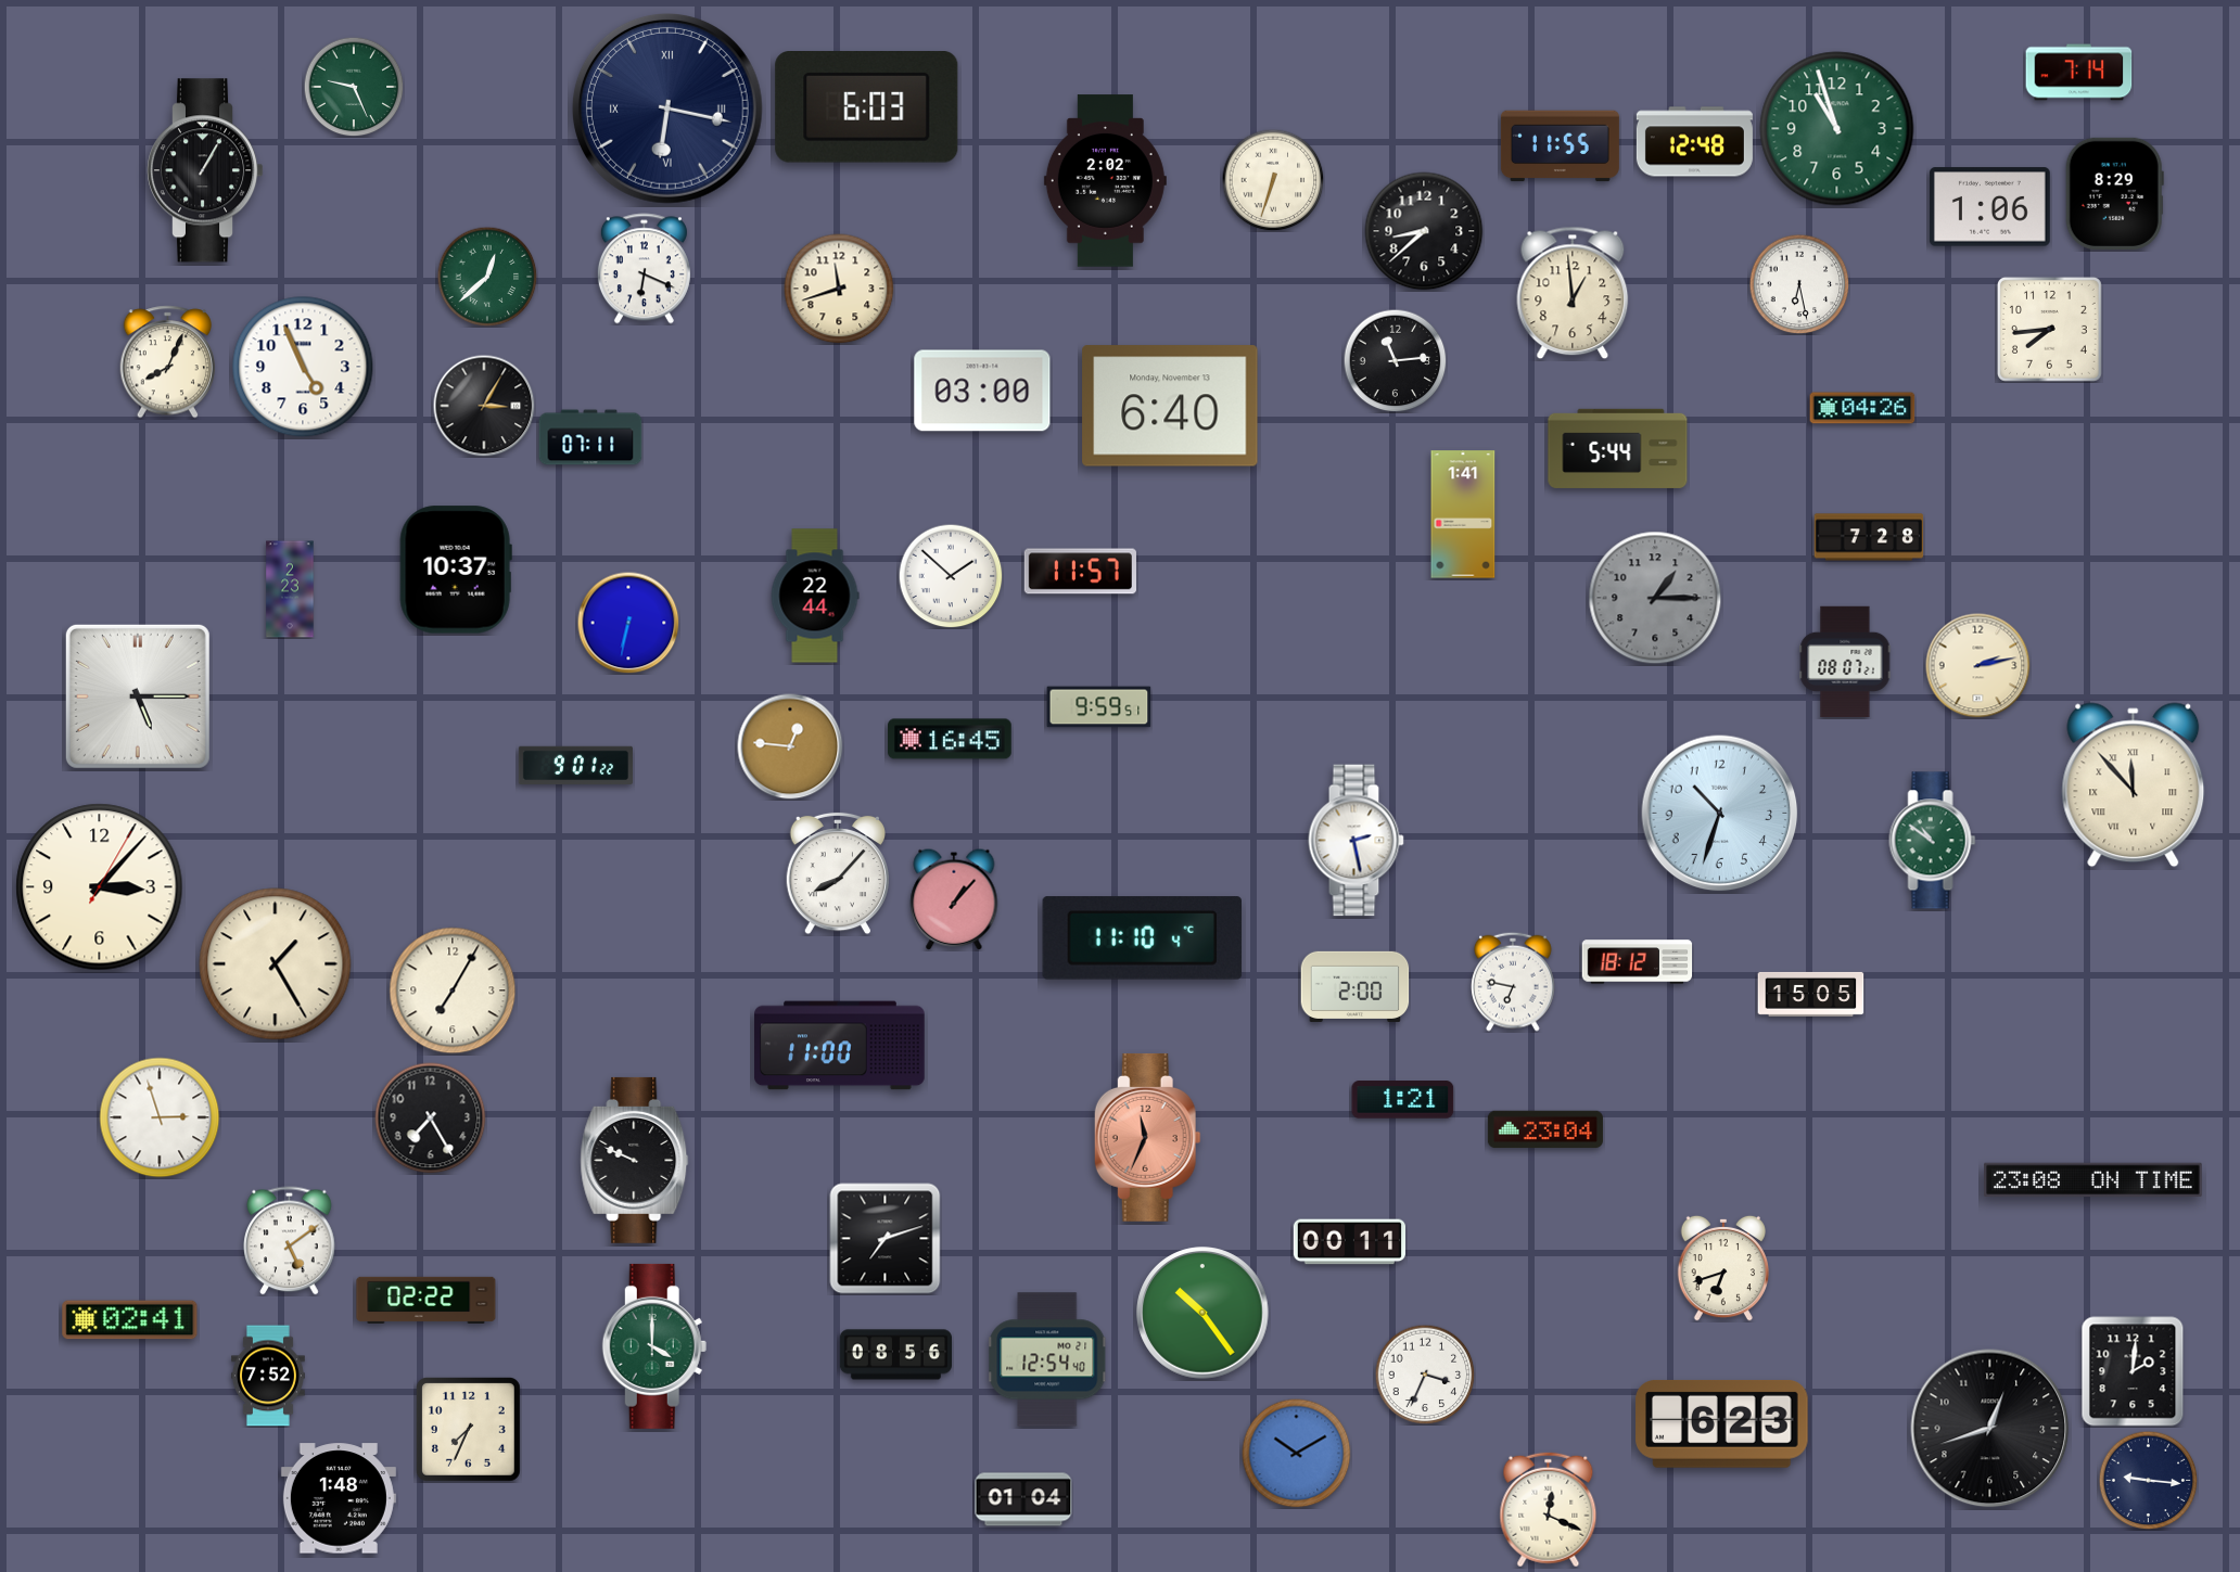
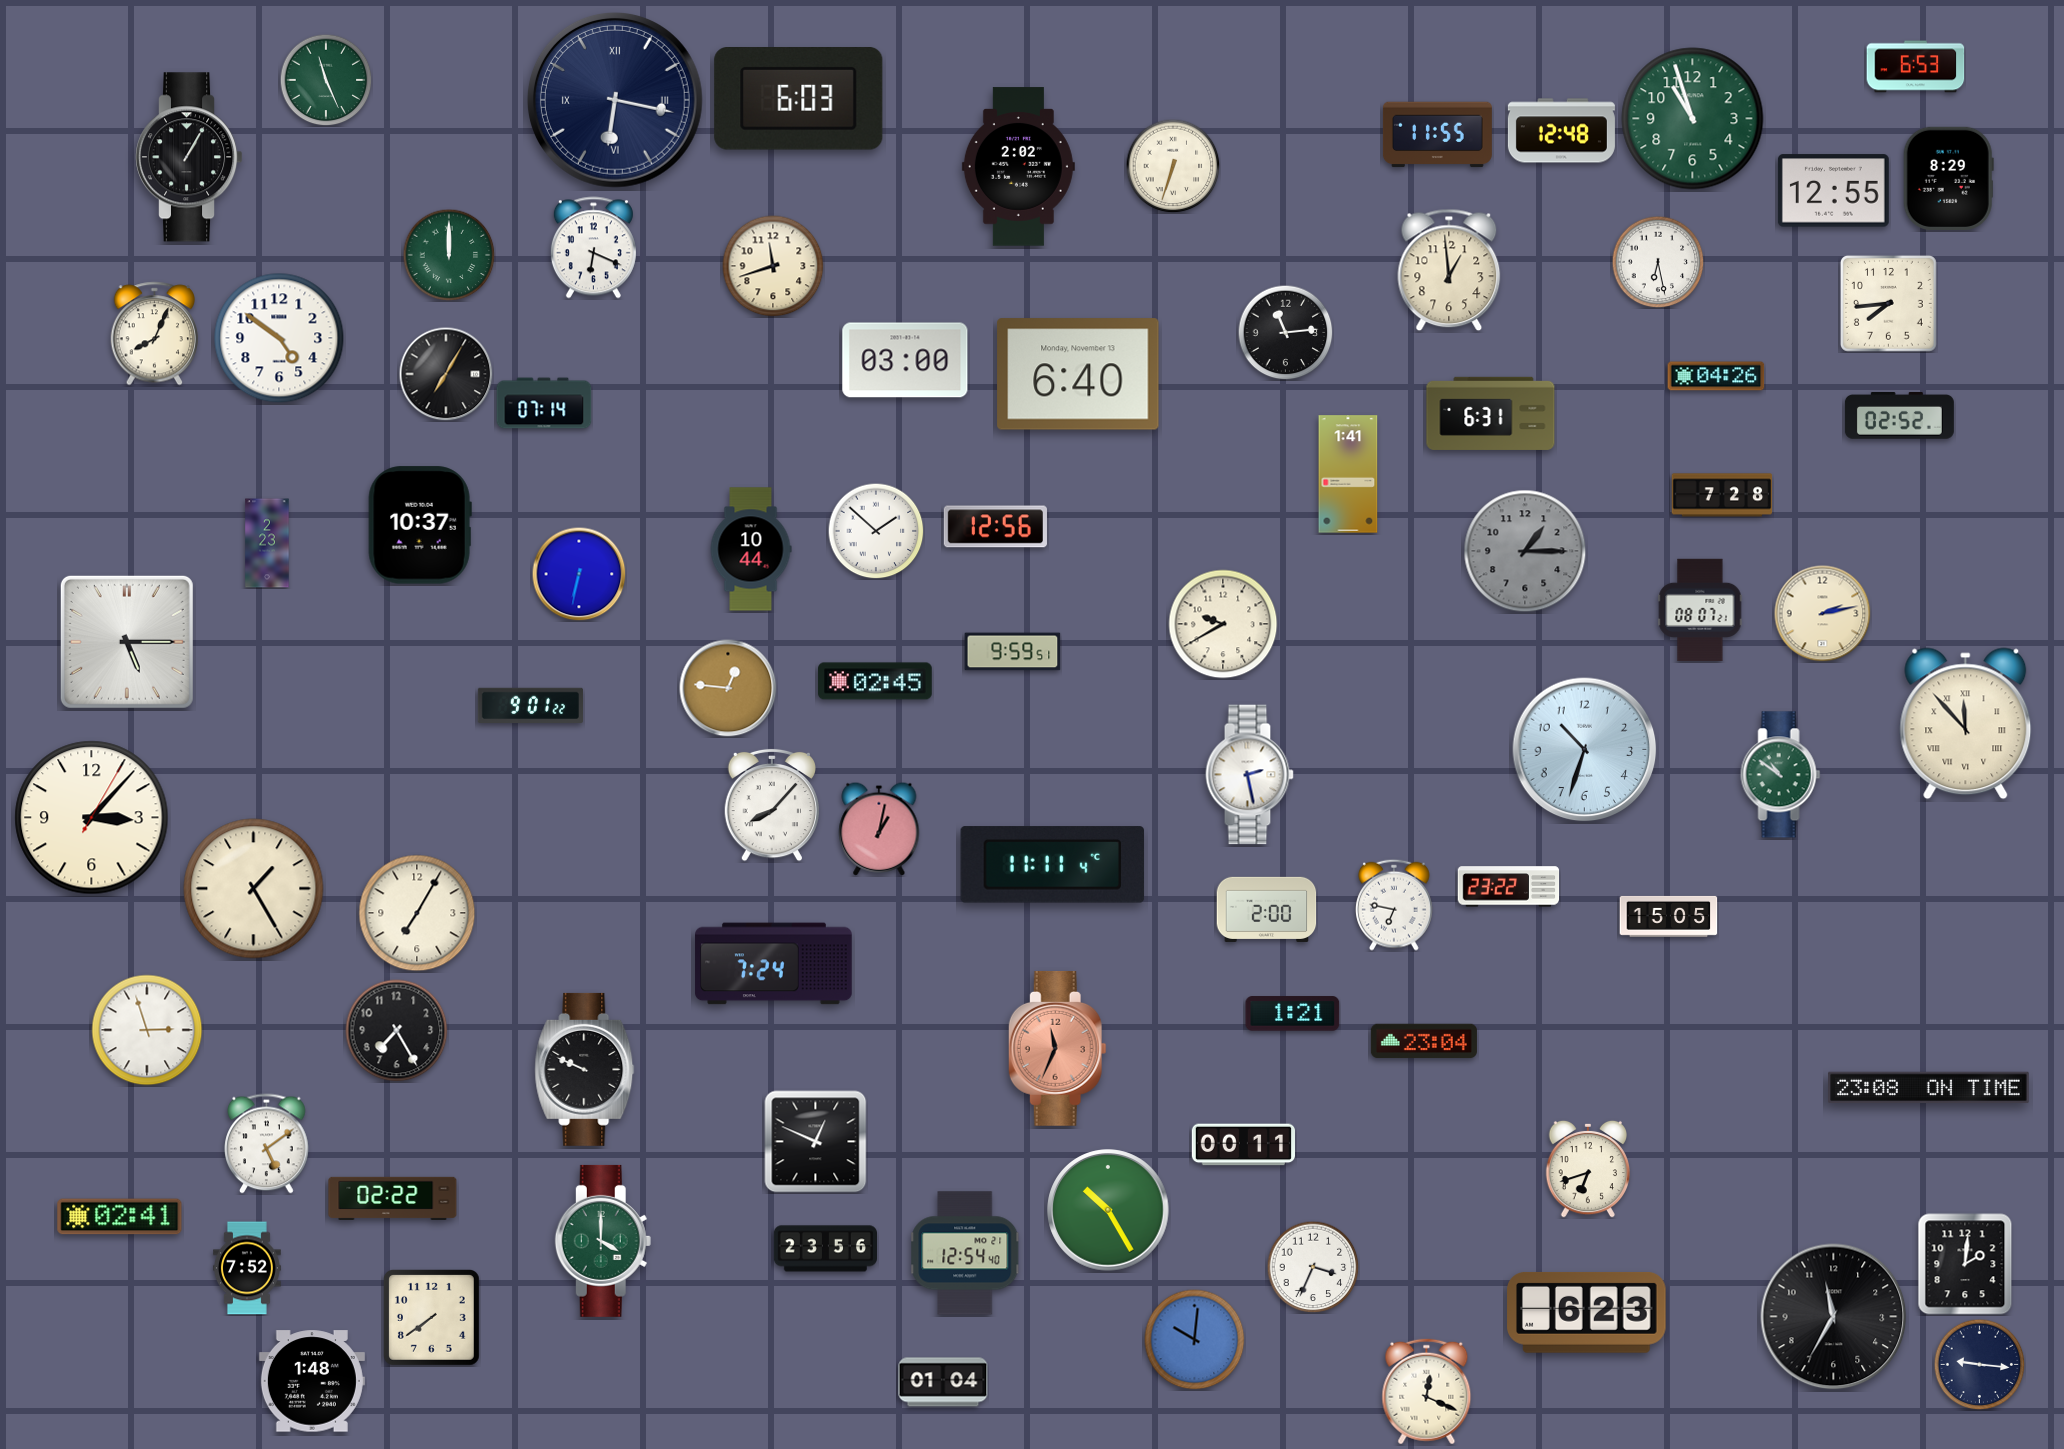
clock at (2079, 73): 7:14 -> 6:53
clock at (354, 87): 9:26 -> 11:26
clock at (1989, 207): 1:06 -> 12:55
clock at (1424, 231): 8:38 -> none
clock at (487, 277): 12:38 -> 12:00
clock at (303, 367): 4:56 -> 4:51
clock at (484, 406): 3:05 -> 7:05
clock at (590, 437): 07:11 -> 07:14
clock at (1618, 448): 5:44 -> 6:31
clock at (1899, 416): none -> 02:52
clock at (1080, 572): 11:57 -> 12:56
clock at (815, 596): 22:44 -> 10:44
clock at (1223, 624): none -> 9:40
clock at (950, 739): 16:45 -> 02:45
clock at (954, 899): 1:07 -> 1:02
clock at (1143, 938): 11:10 -> 11:11
clock at (1638, 962): 18:12 -> 23:22
clock at (1356, 986) position: (1356, 986) -> (1267, 909)
clock at (840, 1046): 11:00 -> 7:24
clock at (886, 1239): 7:12 -> 12:49
clock at (1202, 1313): 10:24 -> 10:25
clock at (895, 1355): 08:56 -> 23:56
clock at (468, 1429): 7:34 -> 7:39
clock at (1990, 1429): 12:42 -> 11:35
clock at (1297, 1454): 10:10 -> 10:01
